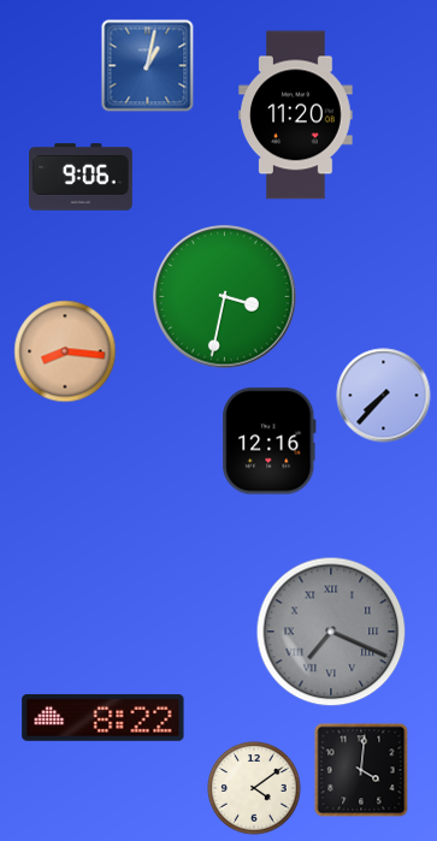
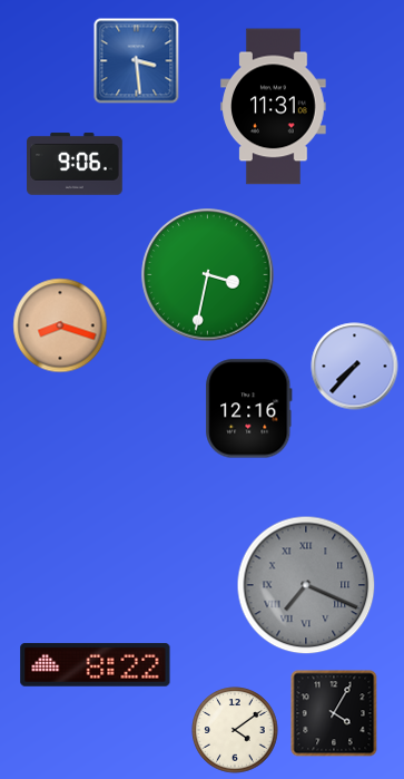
clock at (148, 66): 1:02 -> 3:29
clock at (296, 116): 11:20 -> 11:31
clock at (65, 351): 8:16 -> 8:18
clock at (361, 770): 4:01 -> 4:05
